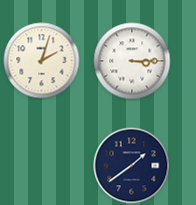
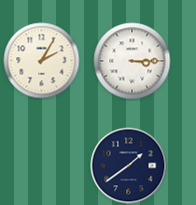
clock at (42, 61): 2:03 -> 2:05
clock at (132, 166) position: (132, 166) -> (129, 166)
